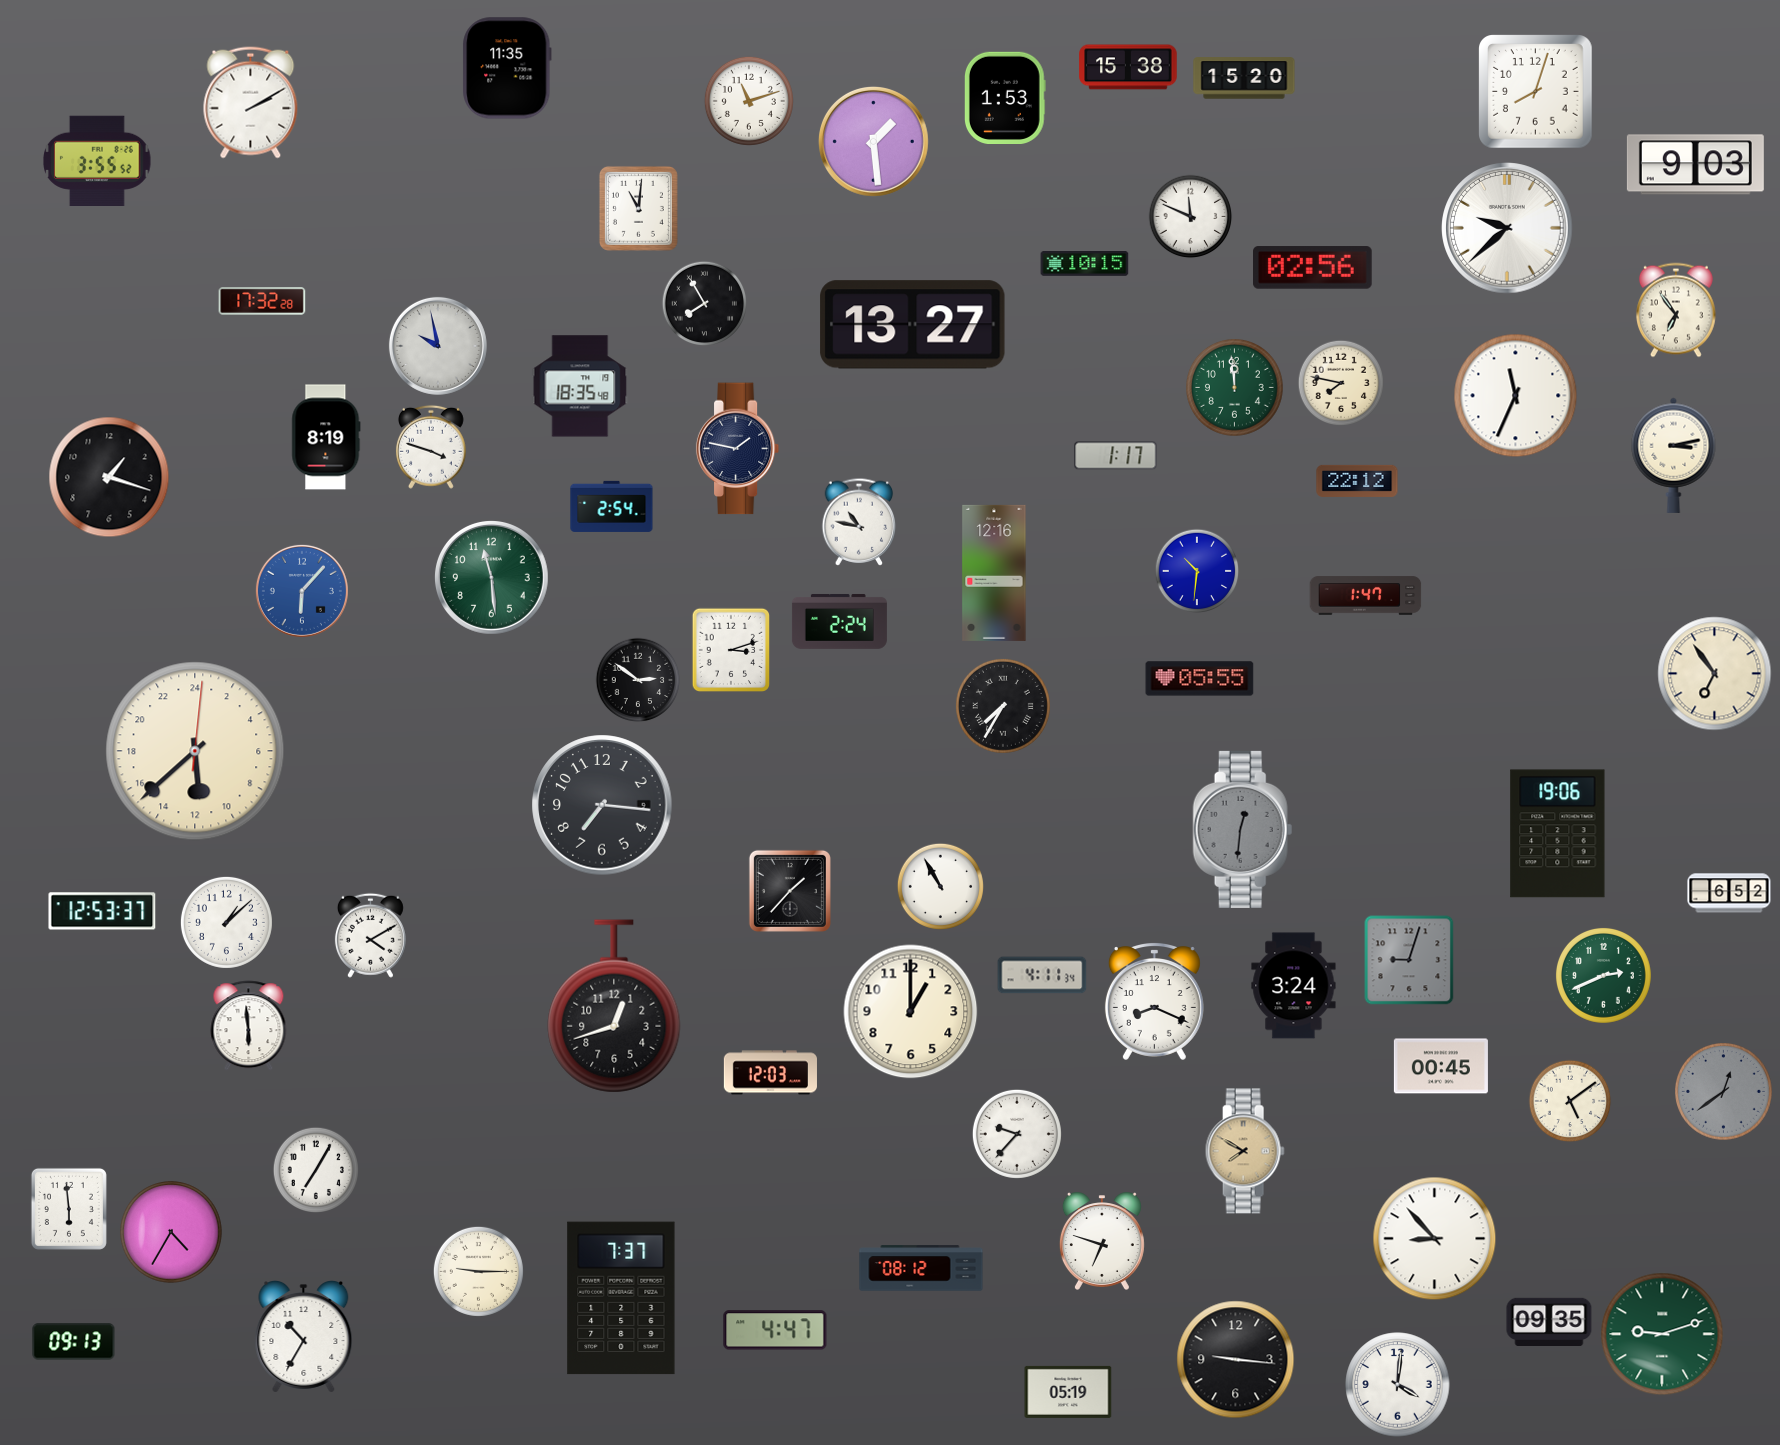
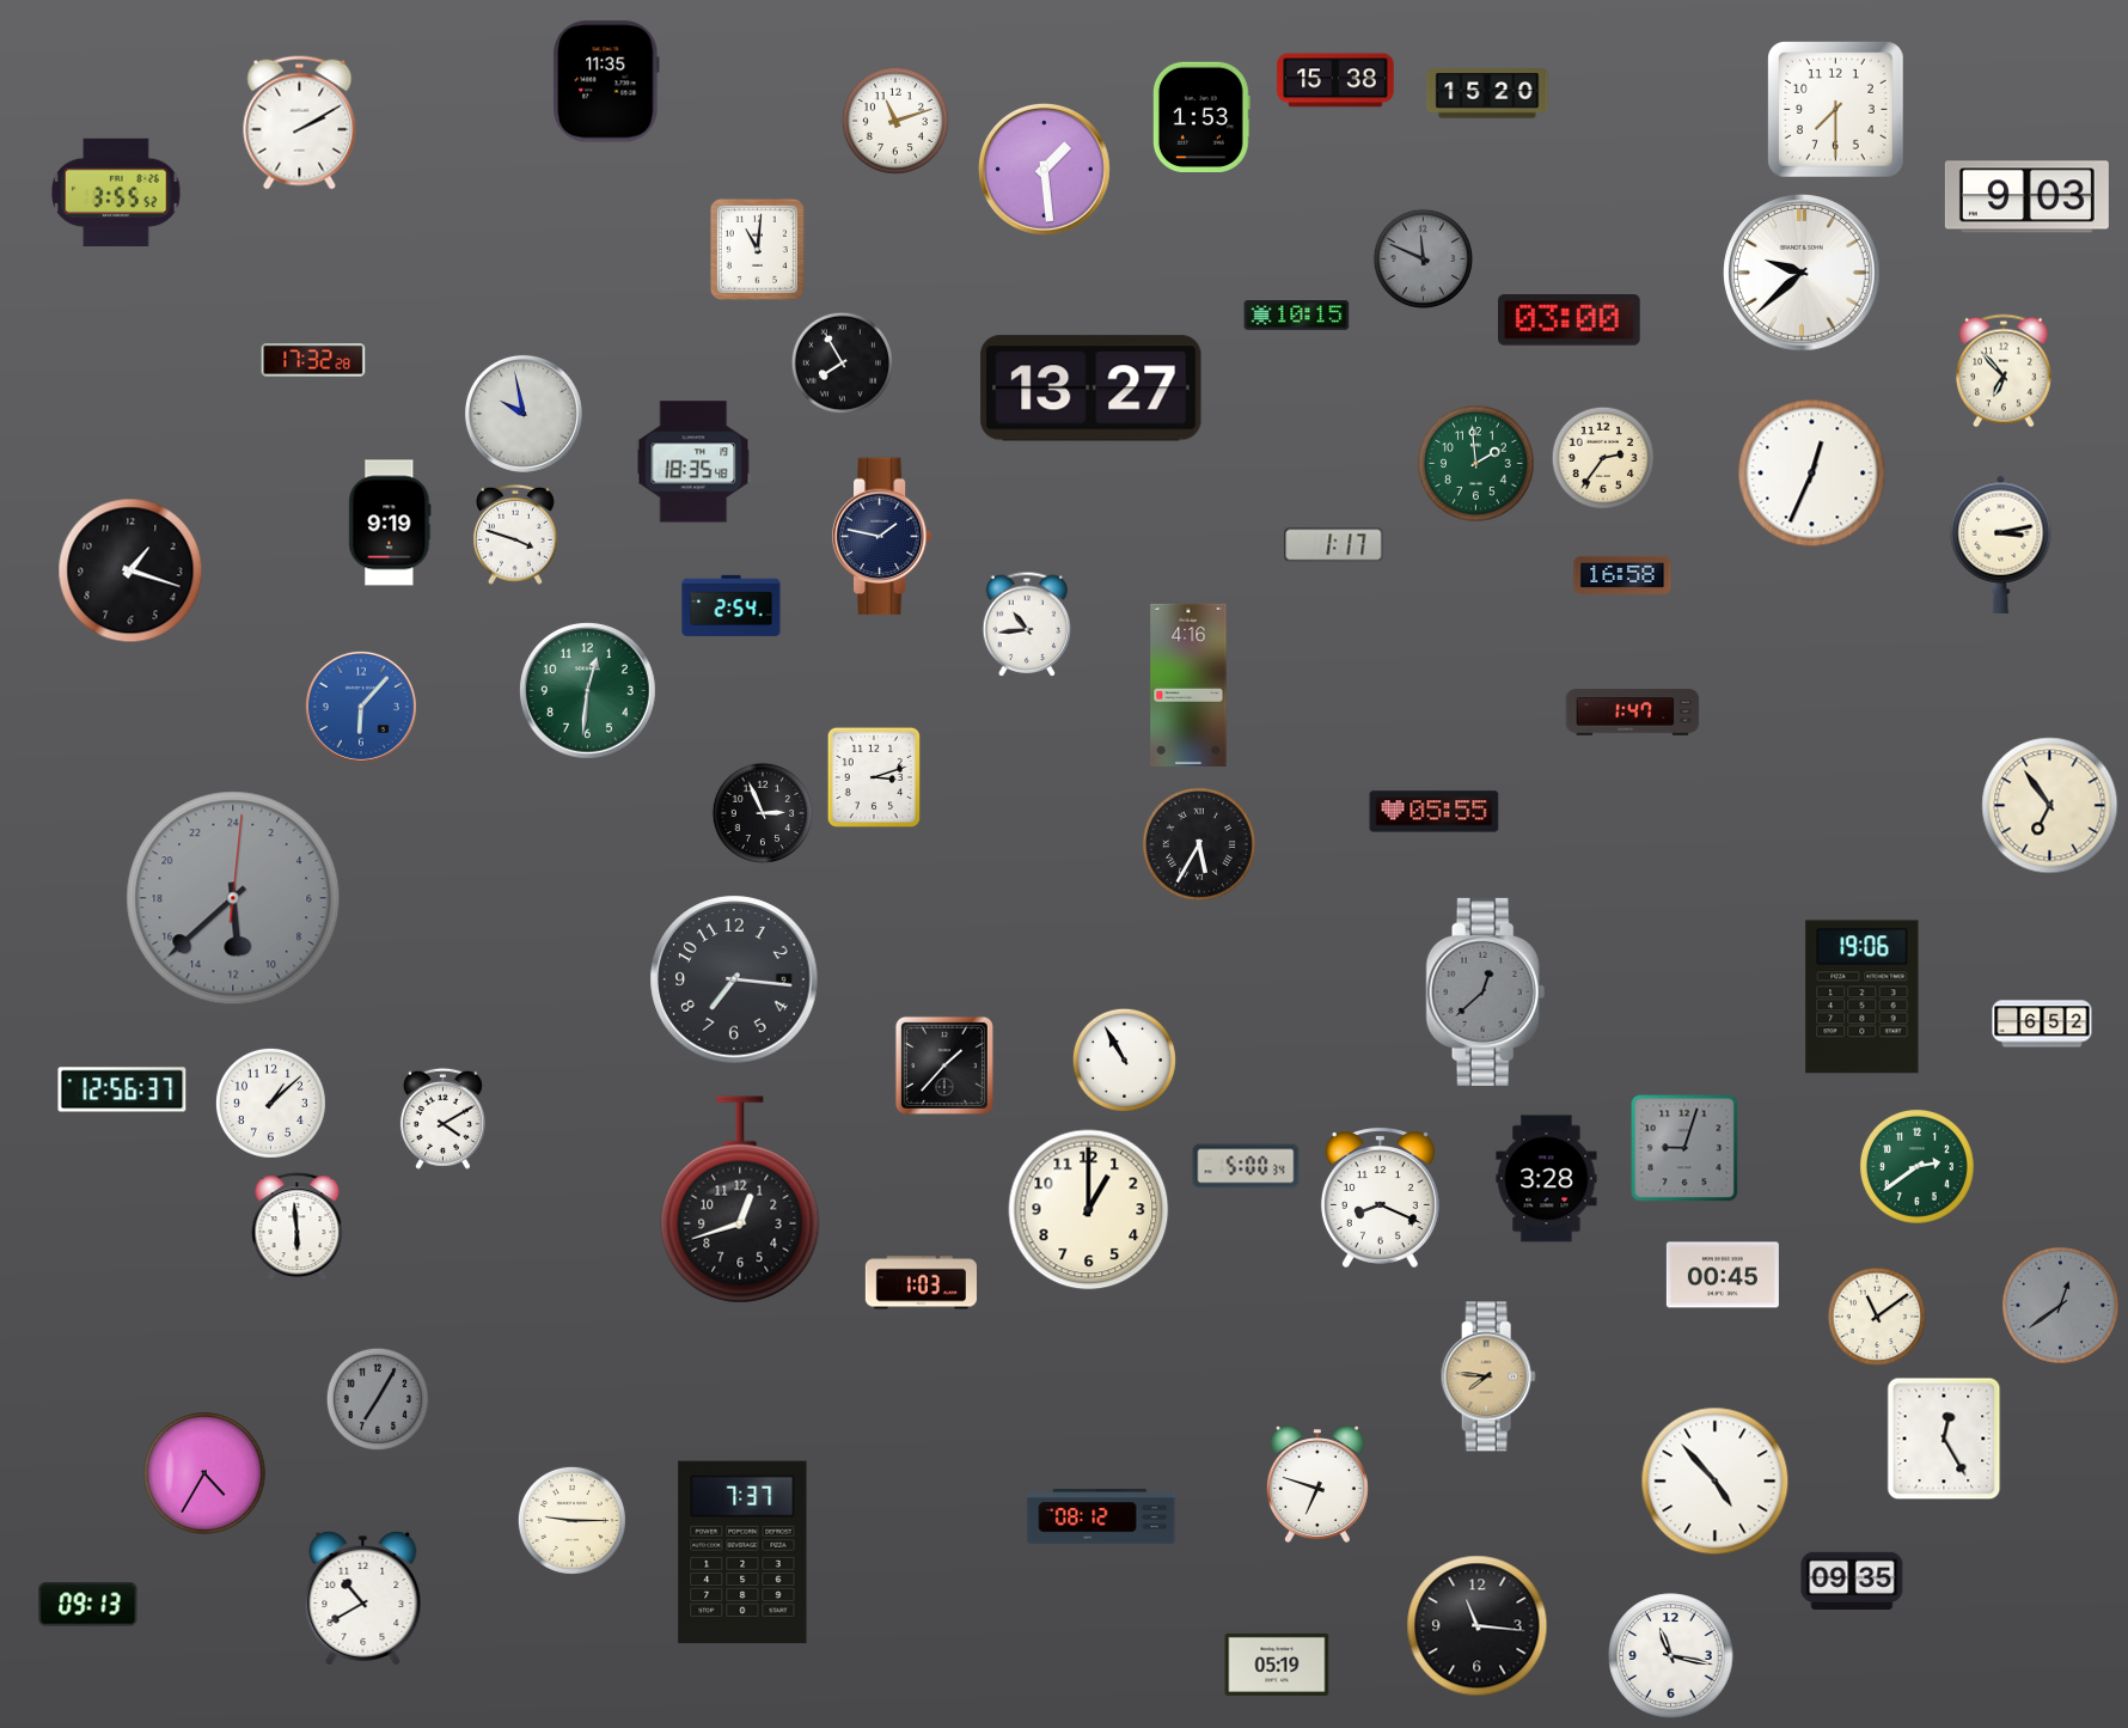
clock at (1128, 67) position: (1128, 67) -> (1335, 80)
clock at (1536, 92): 8:03 -> 7:30
clock at (638, 208) position: (638, 208) -> (757, 249)
clock at (1191, 217) dial: white -> grey
clock at (1313, 268): 02:56 -> 03:00
clock at (1676, 310): 6:54 -> 6:53
clock at (1340, 382): 7:47 -> 2:36
clock at (1235, 388): 11:59 -> 1:59
clock at (1516, 396): 11:34 -> 12:34
clock at (326, 437): 8:19 -> 9:19
clock at (1357, 481): 22:12 -> 16:58
clock at (859, 522): 10:47 -> 10:44
clock at (1197, 571): 10:31 -> none
clock at (994, 573): 12:16 -> 4:16
clock at (491, 577): 11:29 -> 12:31
clock at (839, 621): 2:24 -> none
clock at (638, 680): 2:51 -> 2:56
clock at (1003, 706): 7:35 -> 5:35
clock at (195, 751) dial: cream -> grey
clock at (602, 805) position: (602, 805) -> (734, 979)
clock at (1243, 829): 12:31 -> 12:38
clock at (1729, 893) position: (1729, 893) -> (2042, 1024)
clock at (102, 911): 12:53 -> 12:56
clock at (1042, 975): 4:11 -> 5:00
clock at (1603, 975): 2:41 -> 2:39
clock at (1294, 986): 3:24 -> 3:28
clock at (614, 1006) position: (614, 1006) -> (740, 1199)
clock at (770, 1073): 12:03 -> 1:03
clock at (1570, 1101): 5:09 -> 11:09
clock at (1017, 1134): 9:37 -> none
clock at (1245, 1151): 7:50 -> 7:46
clock at (315, 1169) dial: white -> grey
clock at (1944, 1439): none -> 12:25
clock at (69, 1209): 5:59 -> none
clock at (1435, 1239): 8:53 -> 4:53
clock at (775, 1330): 4:47 -> none
clock at (1662, 1334): 9:12 -> none
clock at (304, 1337): 10:35 -> 10:40
clock at (1236, 1360): 9:16 -> 11:16
clock at (1398, 1385): 4:01 -> 11:17
